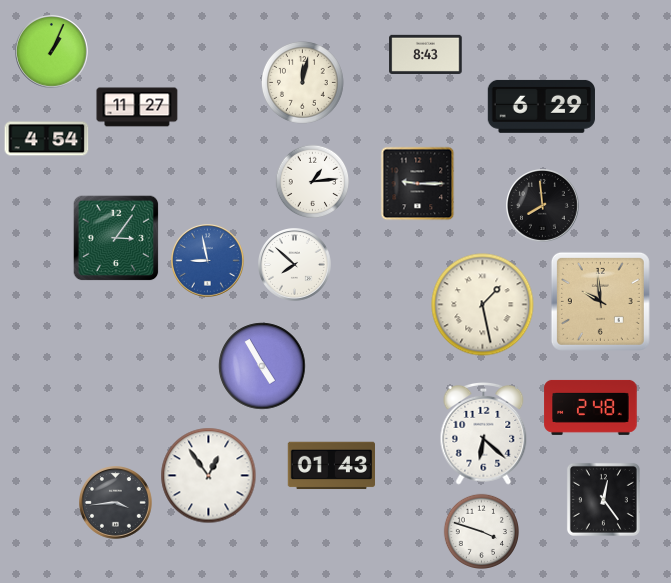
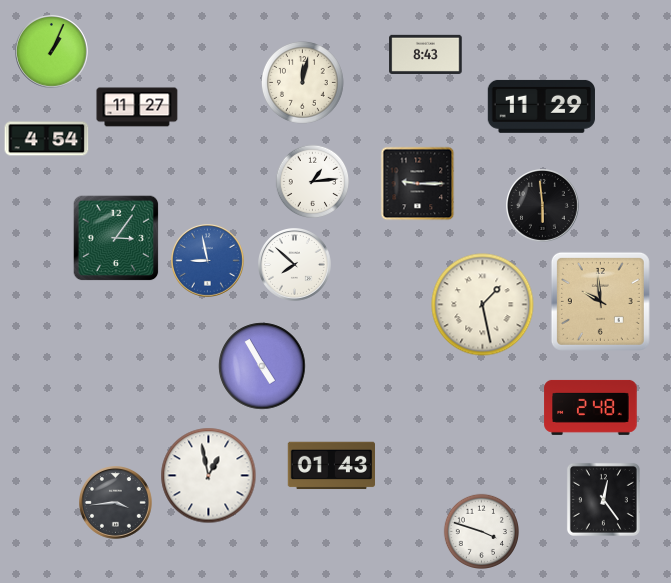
clock at (541, 106): 6:29 -> 11:29
clock at (543, 206): 7:59 -> 5:59
clock at (484, 434): 6:22 -> none
clock at (209, 476): 12:54 -> 12:58
